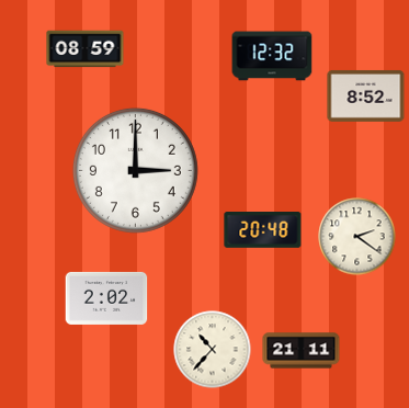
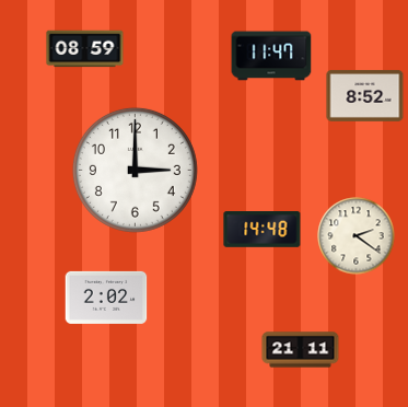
clock at (272, 56): 12:32 -> 11:47
clock at (263, 230): 20:48 -> 14:48
clock at (213, 350): 10:37 -> none
